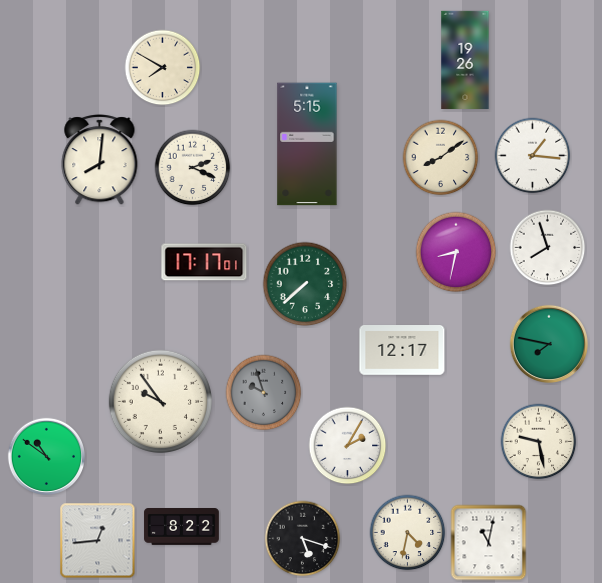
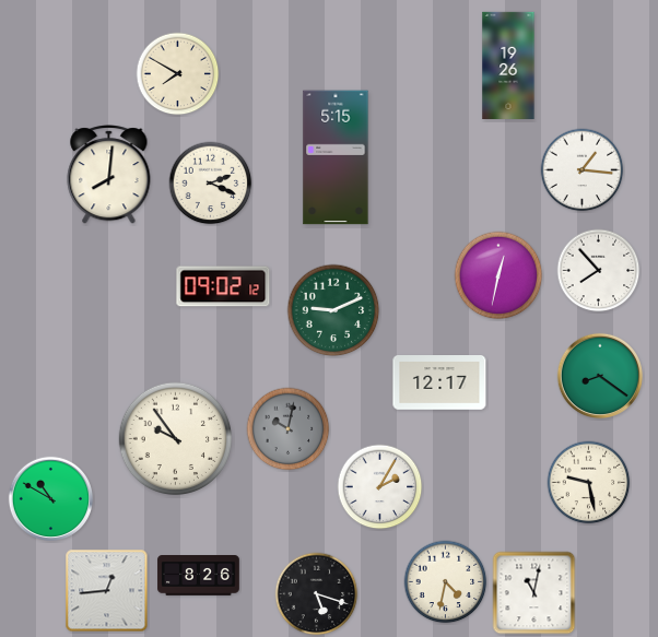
clock at (441, 158): 8:09 -> none
clock at (548, 248): 7:57 -> 7:53
clock at (456, 252): 8:32 -> 12:32
clock at (204, 262): 17:17 -> 09:02
clock at (305, 284): 7:38 -> 9:11
clock at (548, 343): 7:47 -> 8:21
clock at (264, 393): 9:57 -> 10:02
clock at (46, 456): 10:51 -> 10:50
clock at (182, 527): 8:22 -> 8:26
clock at (303, 539) position: (303, 539) -> (317, 594)
